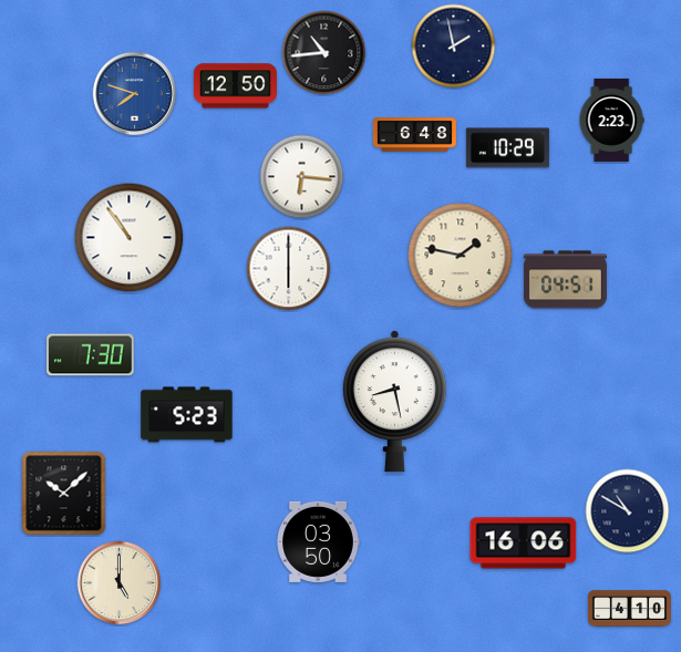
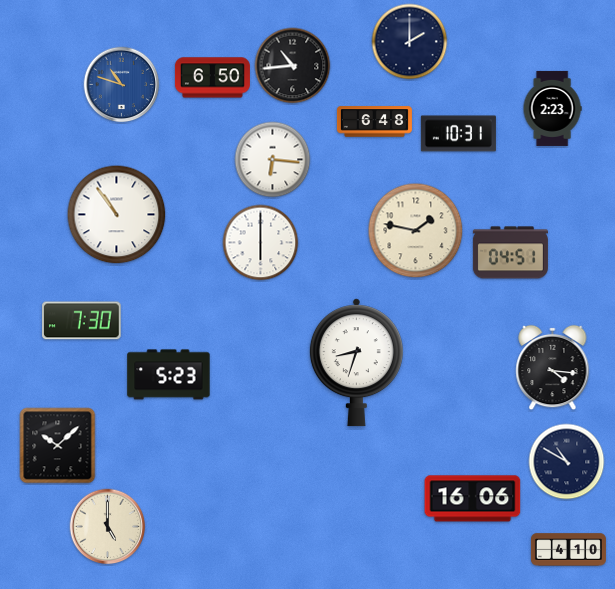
clock at (454, 46): 1:58 -> 2:00
clock at (324, 53) position: (324, 53) -> (293, 66)
clock at (235, 86): 12:50 -> 6:50
clock at (135, 94): 7:48 -> 10:48
clock at (507, 148): 10:29 -> 10:31
clock at (394, 402): 8:28 -> 8:33
clock at (553, 368): none -> 4:16
clock at (318, 541): 03:50 -> none
clock at (524, 544) position: (524, 544) -> (473, 499)
